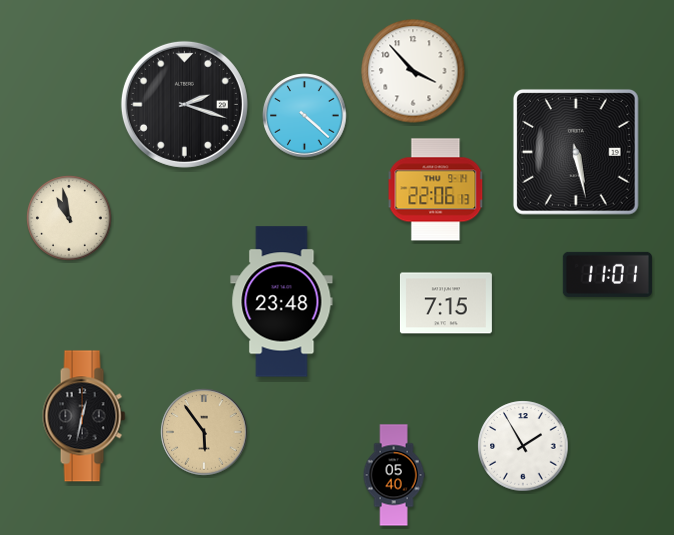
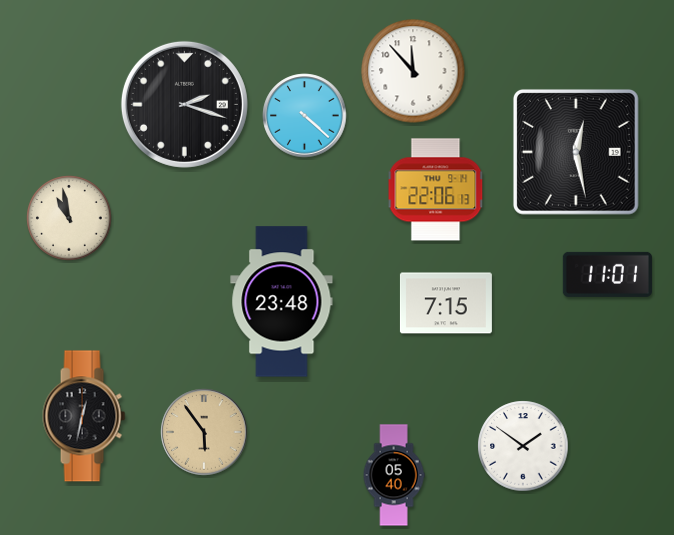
clock at (413, 71): 3:53 -> 11:53
clock at (576, 152): 5:28 -> 12:28
clock at (523, 446): 1:55 -> 1:51
